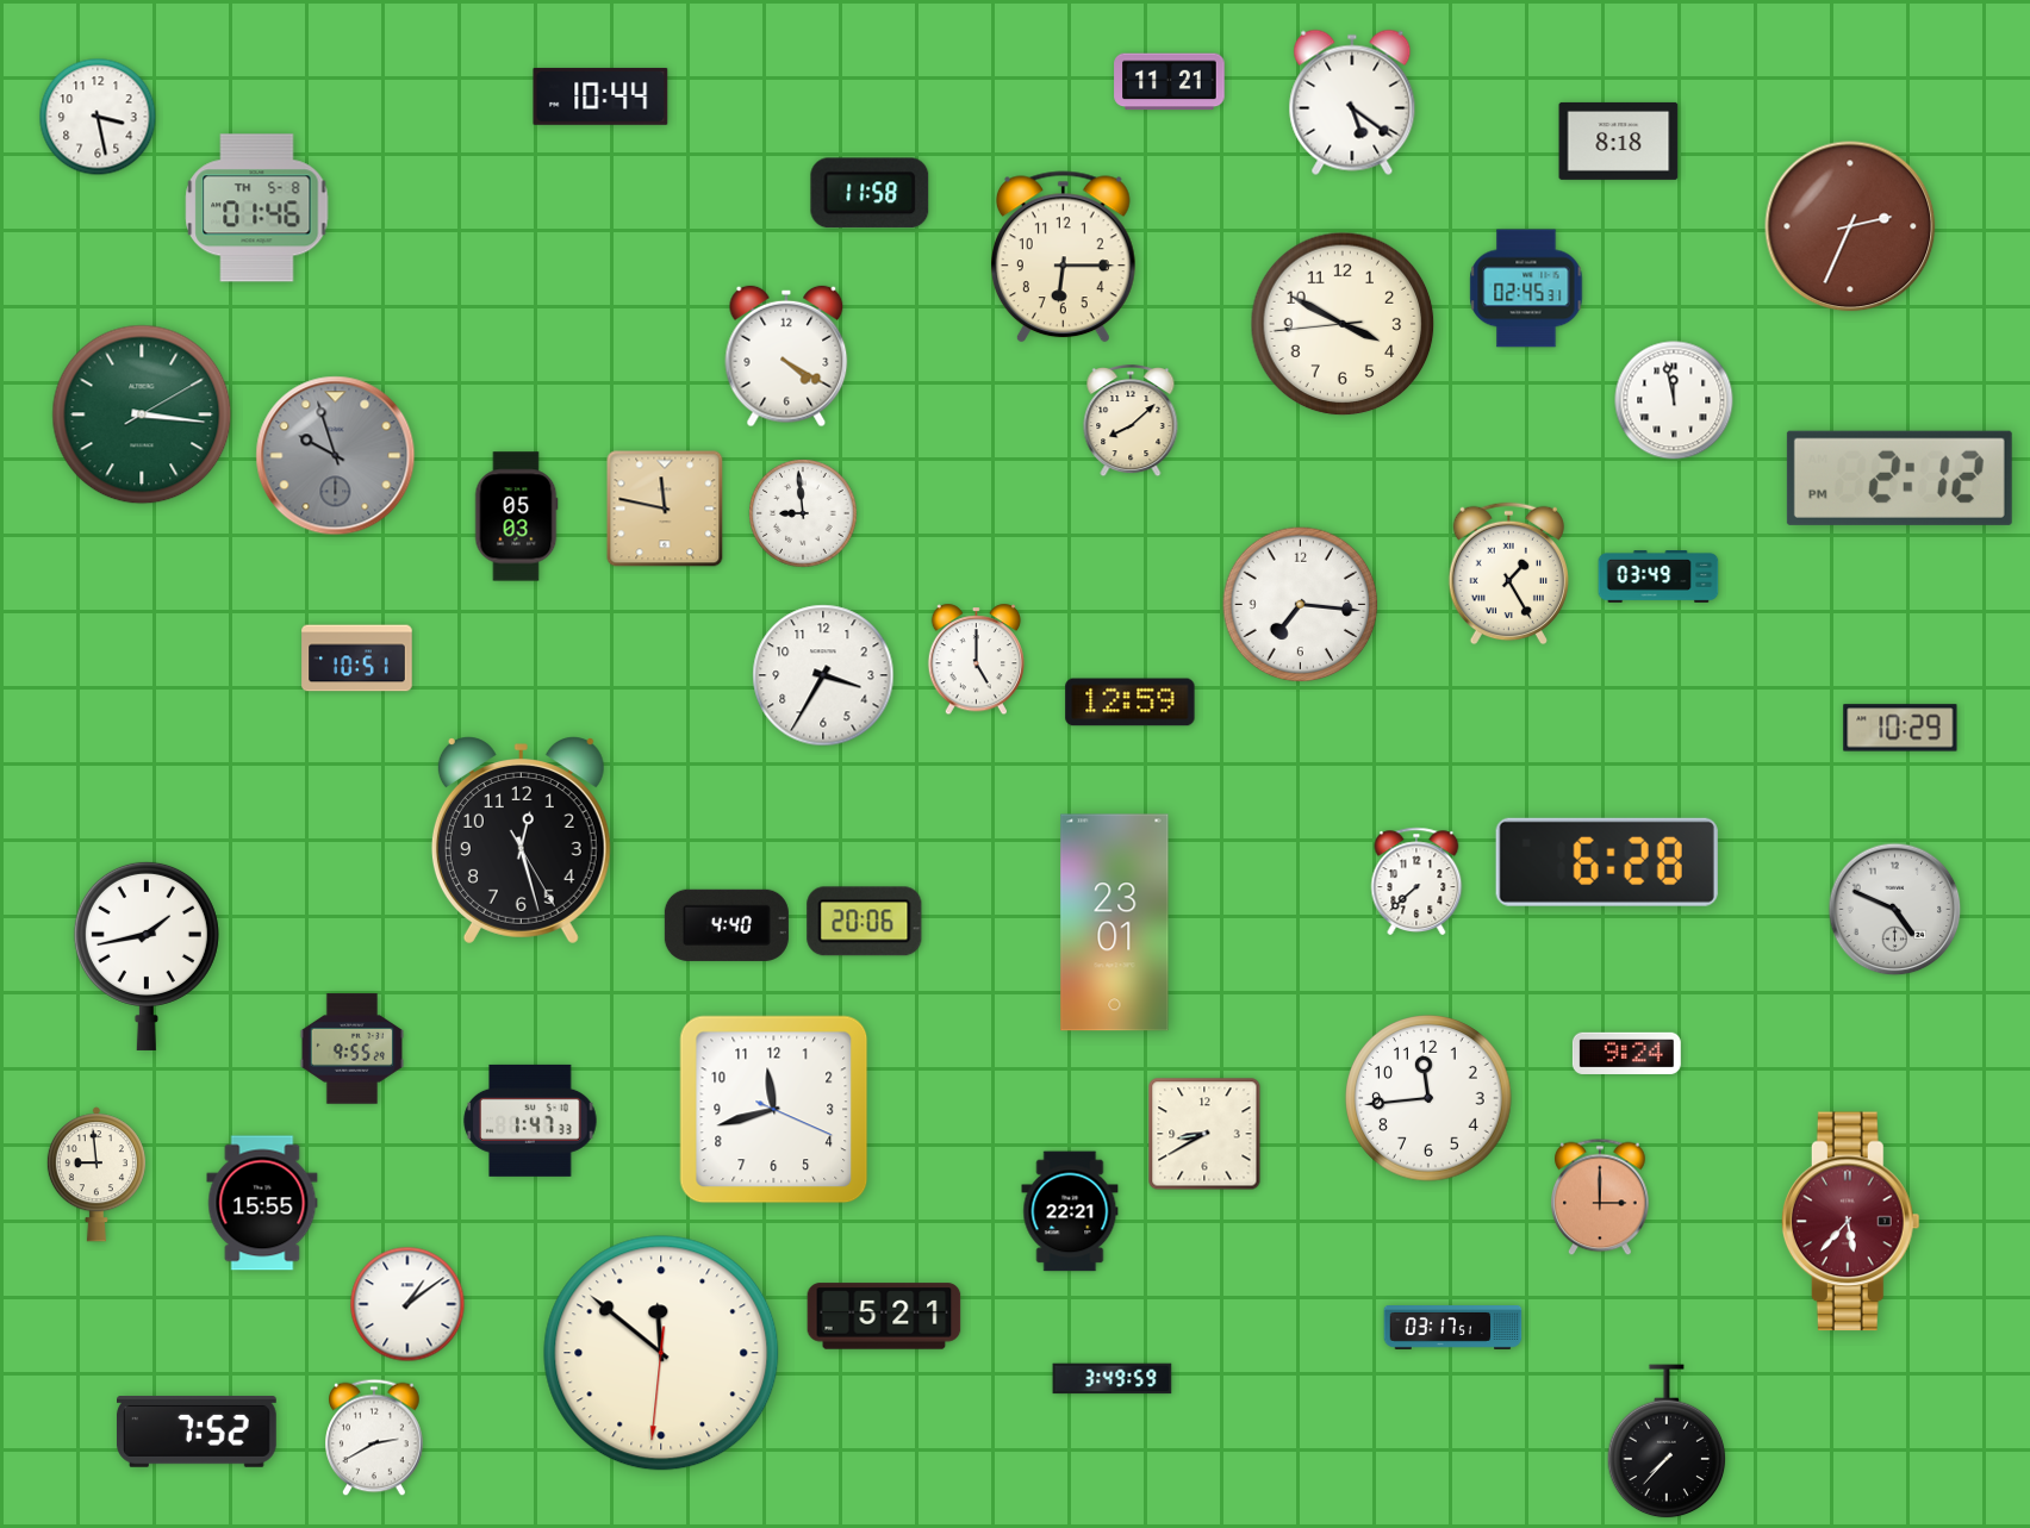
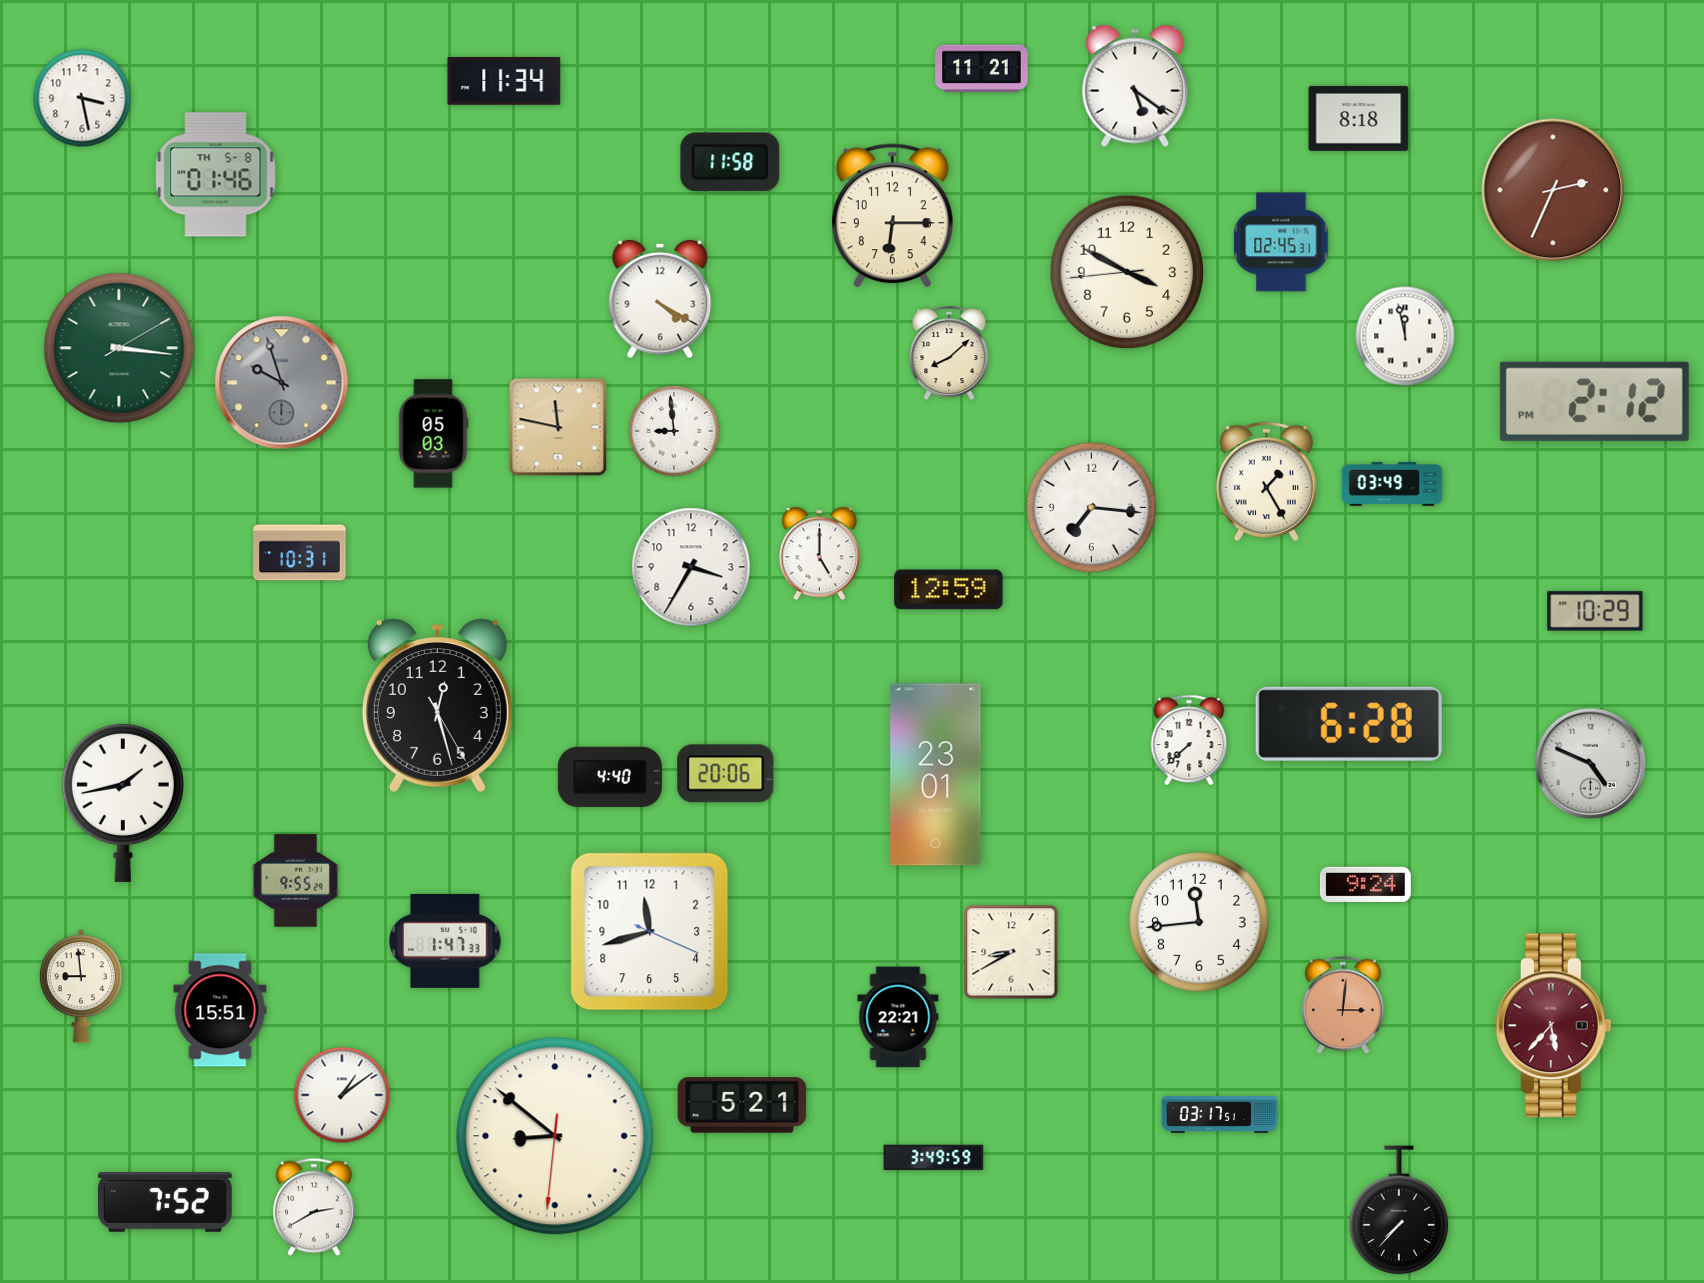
clock at (600, 96): 10:44 -> 11:34
clock at (357, 659): 10:51 -> 10:31
clock at (1600, 1197): 3:00 -> 3:01
clock at (262, 1203): 15:55 -> 15:51
clock at (661, 1353): 11:51 -> 8:51
